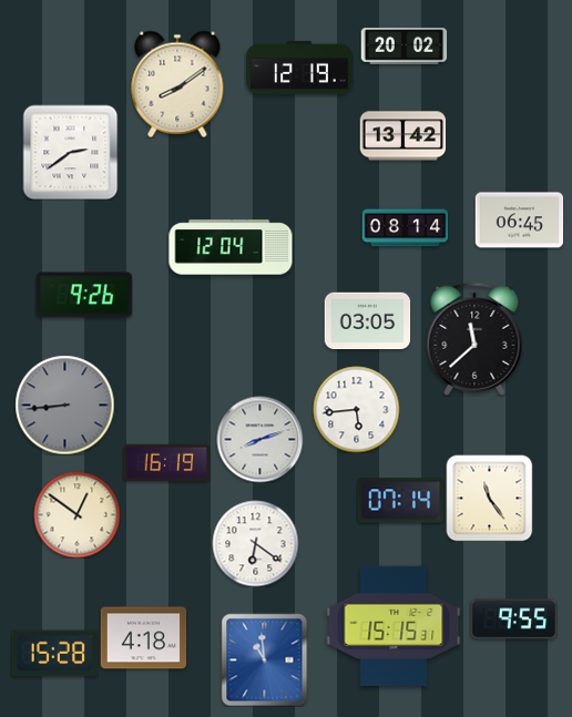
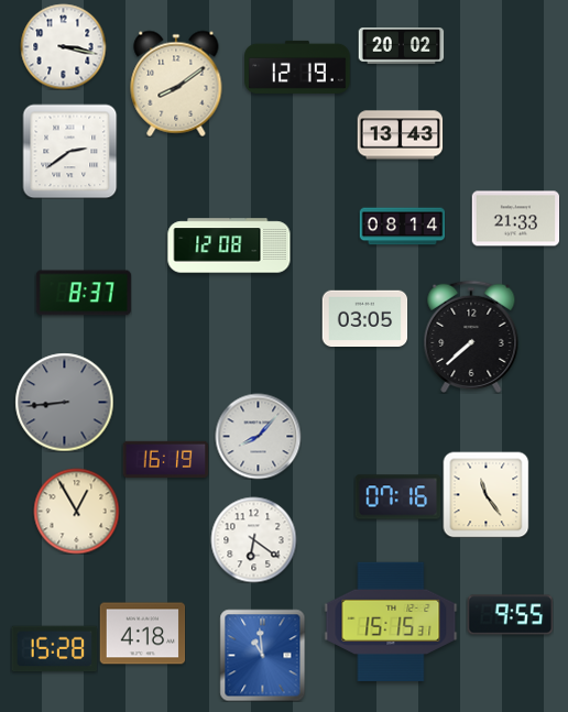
clock at (63, 46): none -> 3:17
clock at (402, 136): 13:42 -> 13:43
clock at (519, 221): 06:45 -> 21:33
clock at (231, 247): 12:04 -> 12:08
clock at (84, 295): 9:26 -> 8:37
clock at (474, 339): 11:38 -> 7:38
clock at (356, 409): 5:44 -> none
clock at (259, 439): 8:12 -> 8:07
clock at (400, 501): 07:14 -> 07:16
clock at (76, 514): 12:51 -> 12:55
